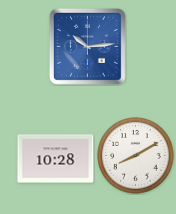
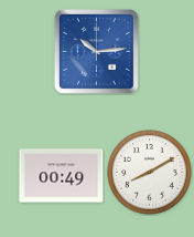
clock at (56, 159): 10:28 -> 00:49
